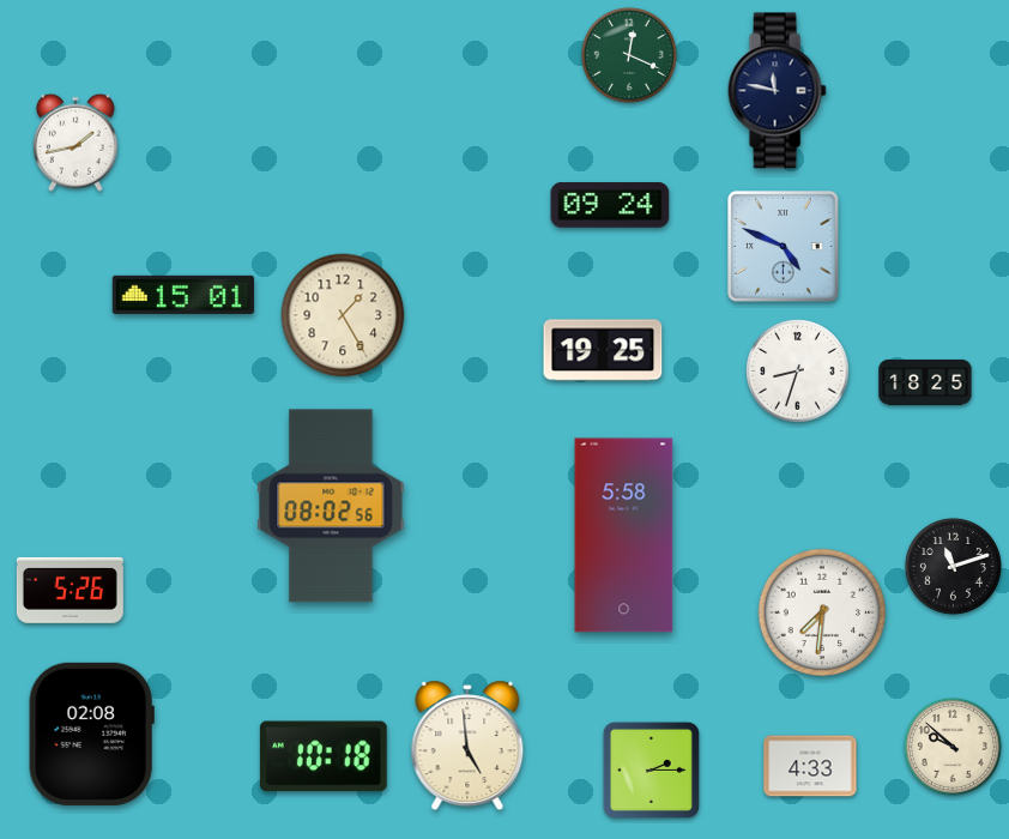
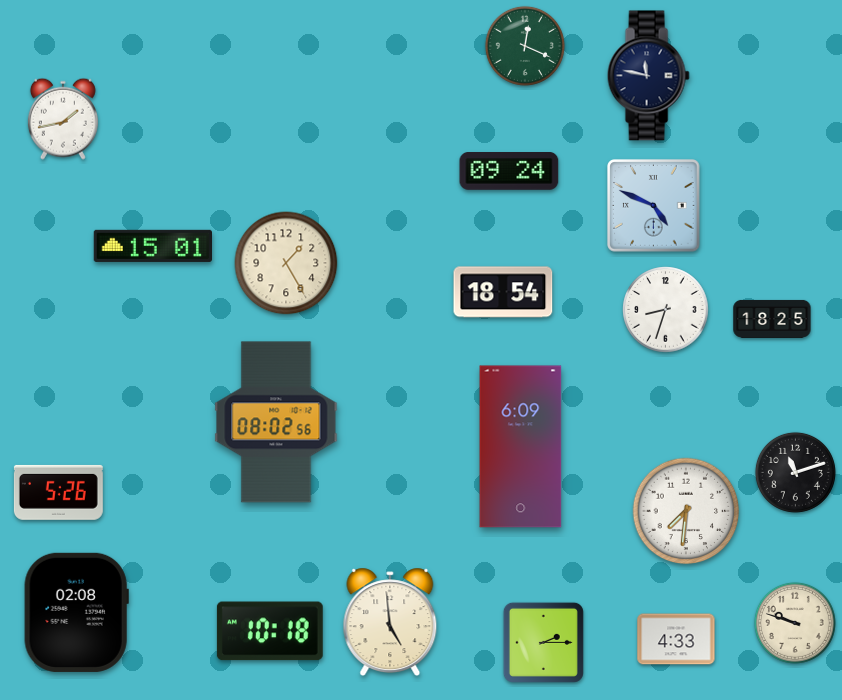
clock at (603, 350): 19:25 -> 18:54
clock at (624, 536): 5:58 -> 6:09
clock at (953, 747): 9:52 -> 9:48
